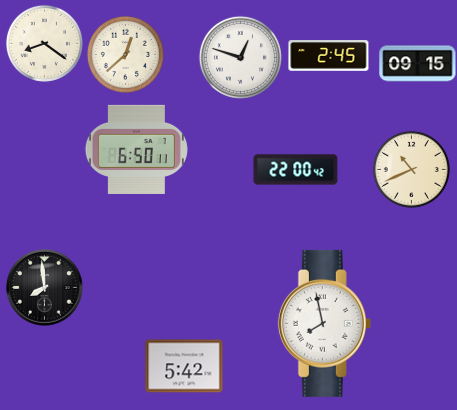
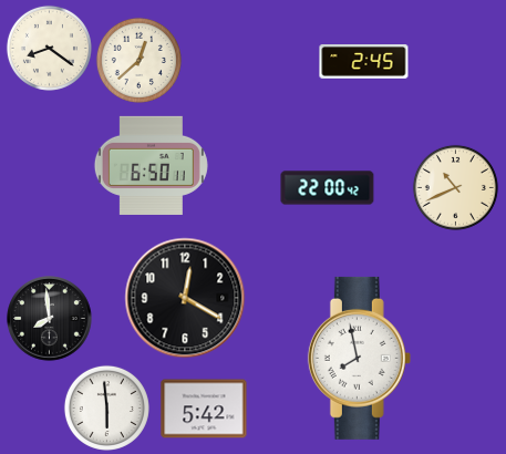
clock at (240, 57): 12:48 -> none
clock at (418, 64): 09:15 -> none
clock at (185, 298): none -> 12:20
clock at (184, 366) position: (184, 366) -> (204, 409)
clock at (106, 407): none -> 5:59
